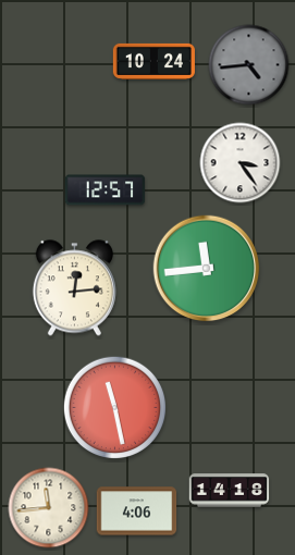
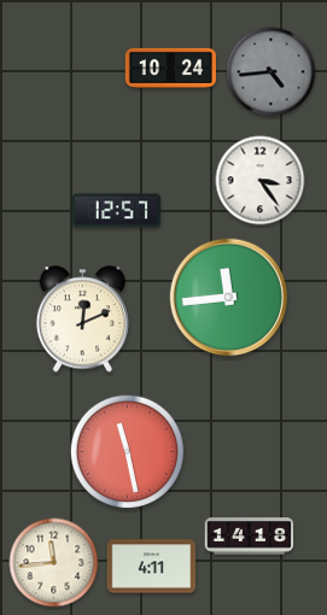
clock at (249, 65) position: (249, 65) -> (271, 72)
clock at (241, 163) position: (241, 163) -> (261, 181)
clock at (74, 288): 12:14 -> 12:11
clock at (230, 491) position: (230, 491) -> (250, 537)
clock at (137, 511): 4:06 -> 4:11
